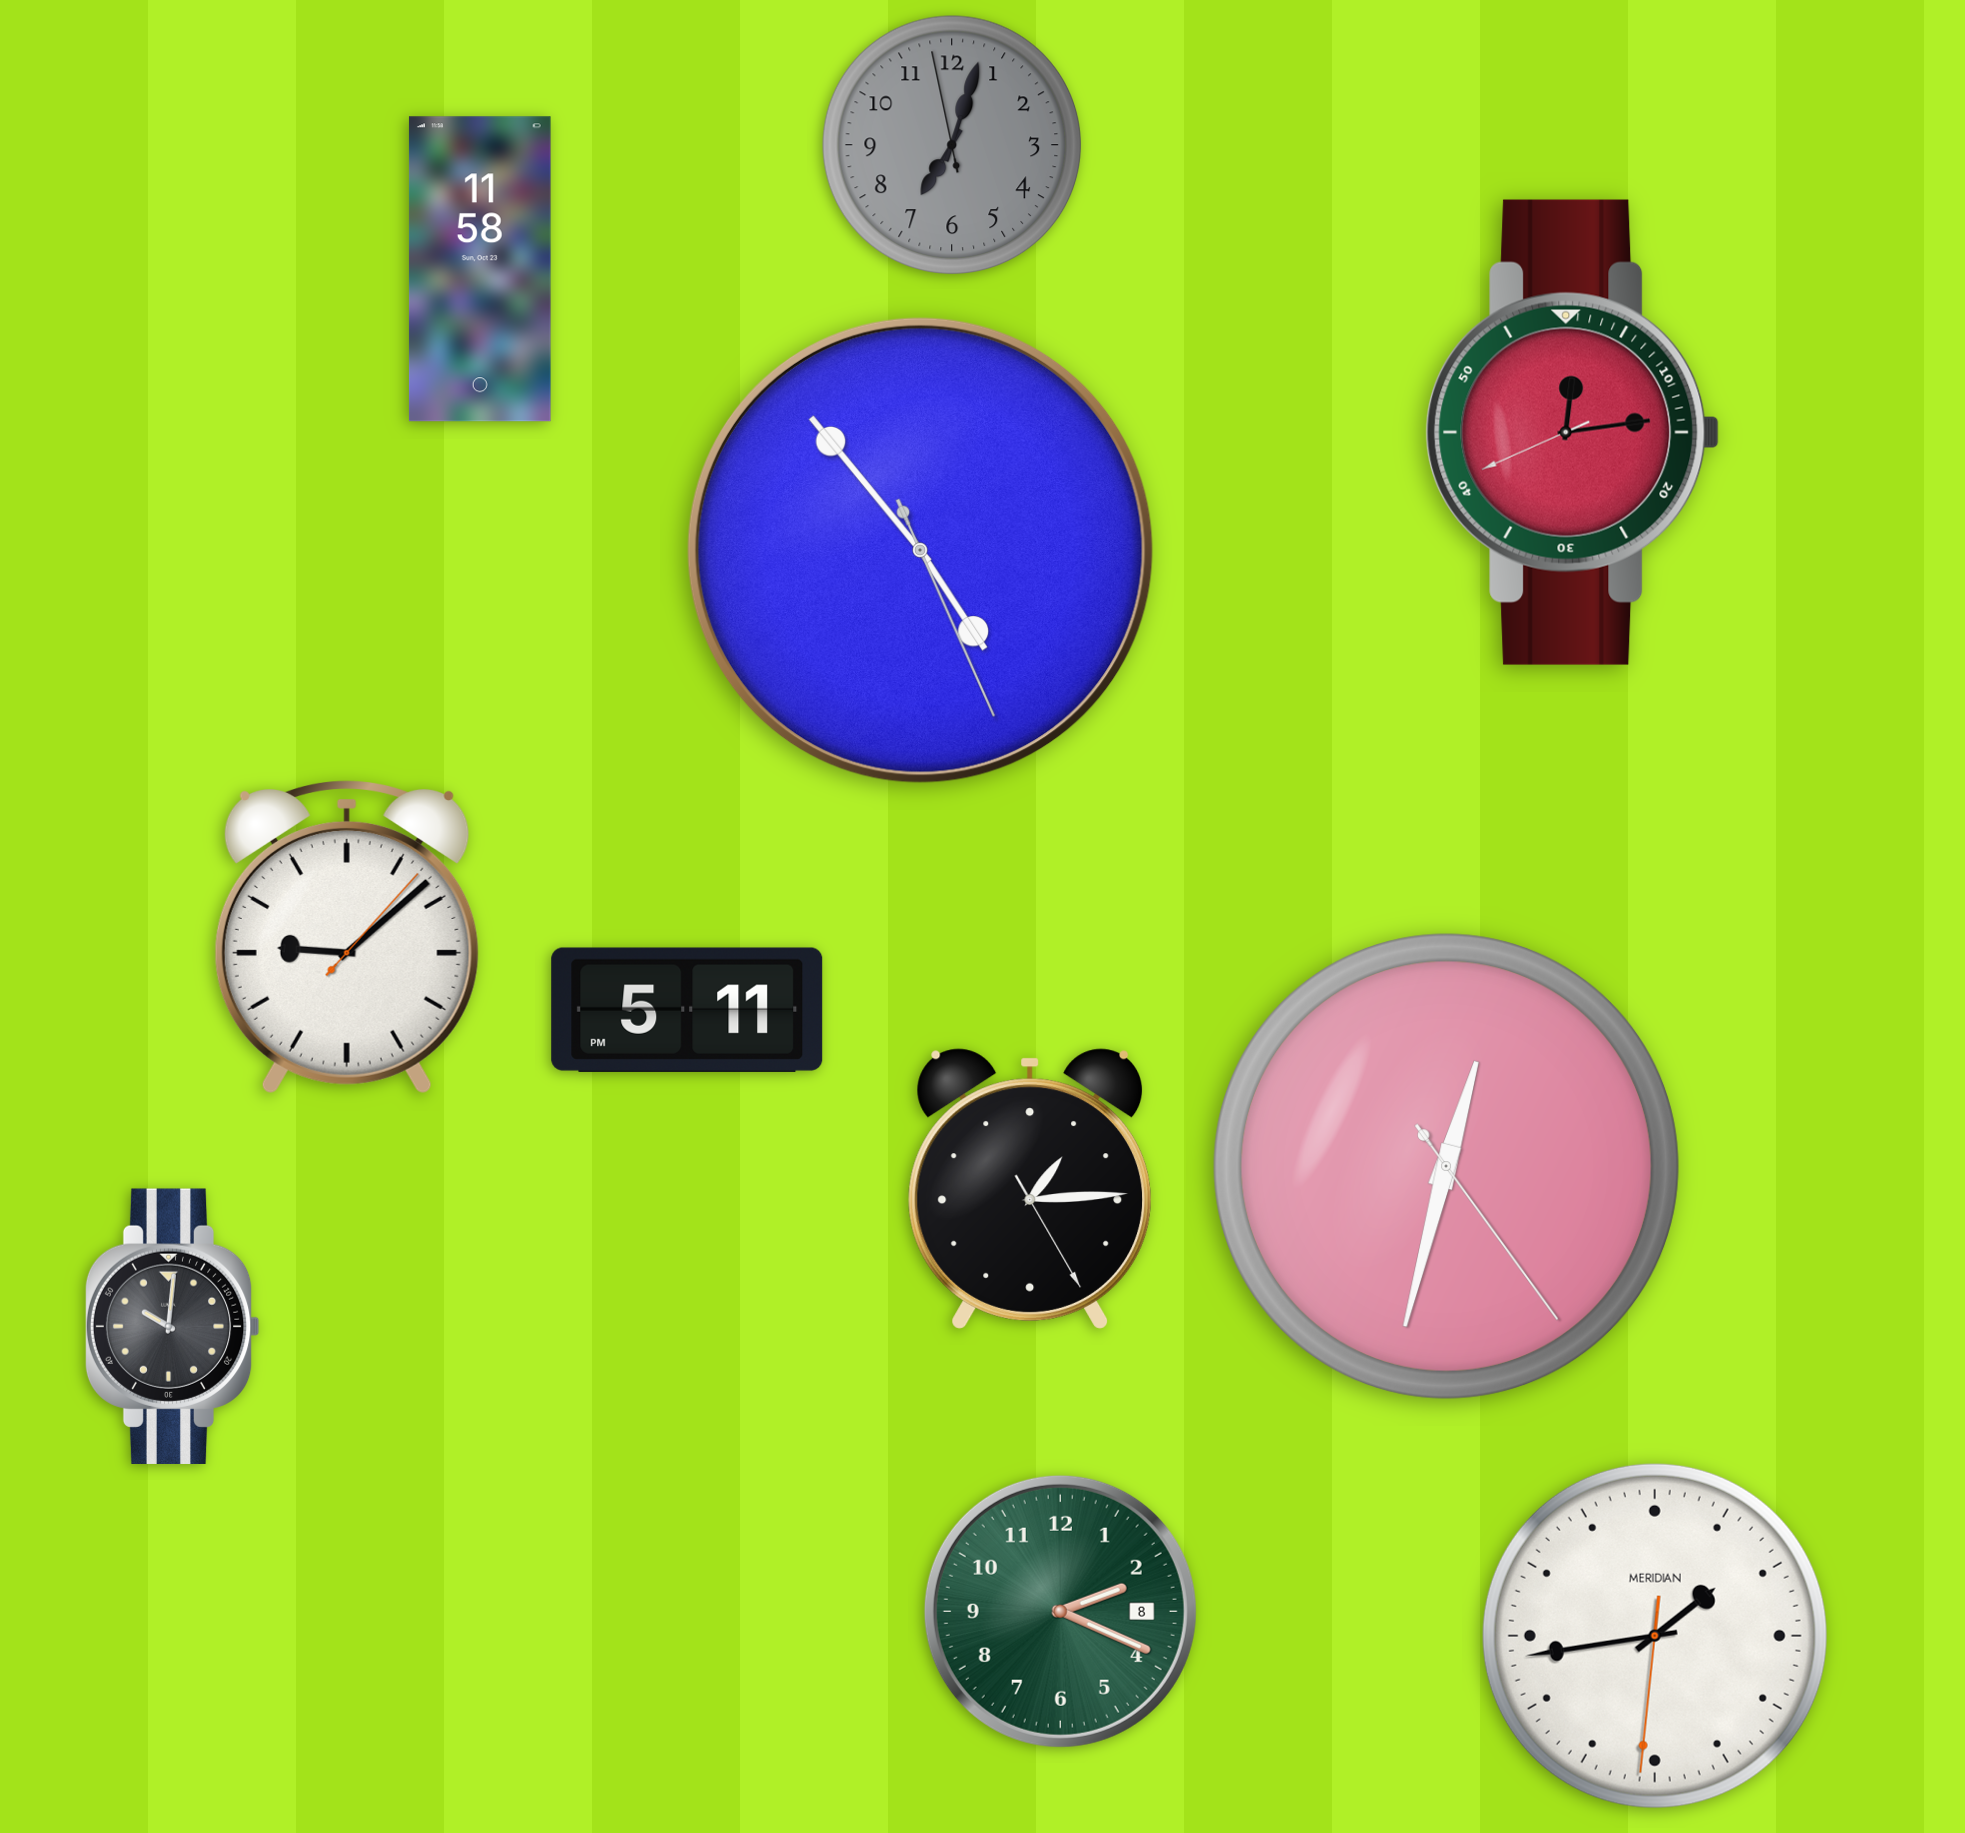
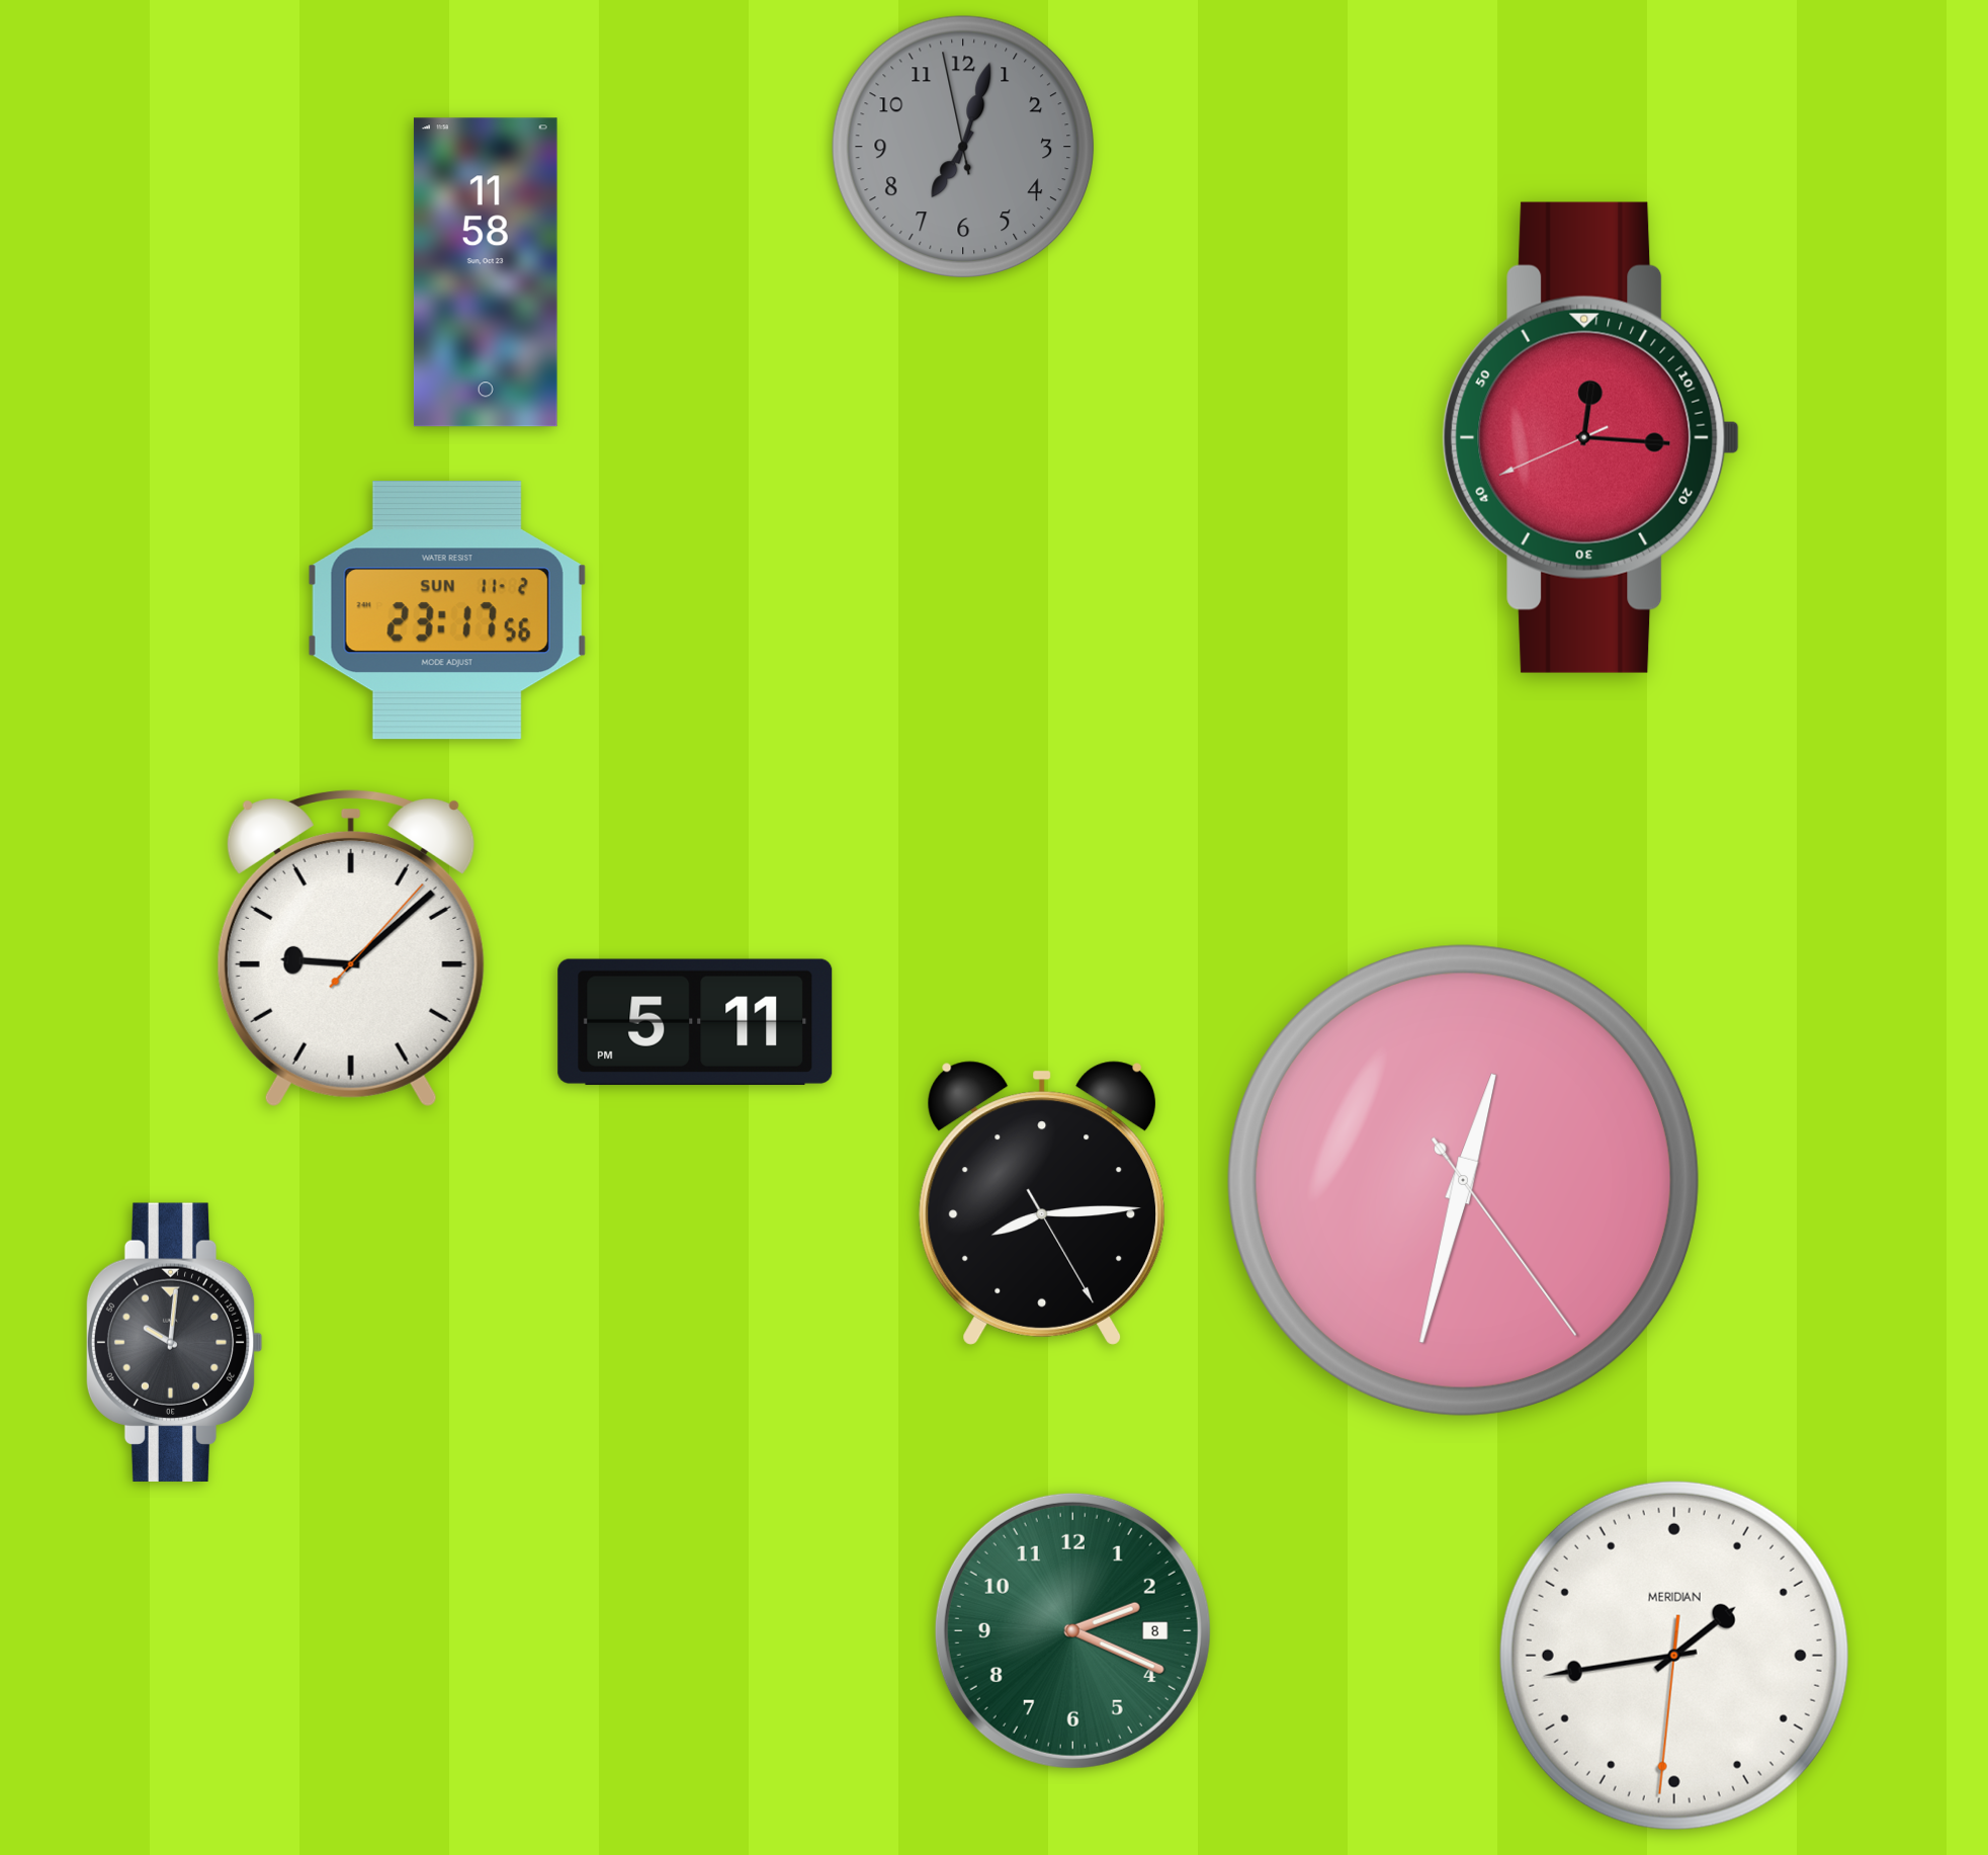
clock at (1573, 432): 12:13 -> 12:15
clock at (920, 550): 4:53 -> none
clock at (447, 610): none -> 23:17
clock at (1029, 1189): 1:14 -> 8:14
